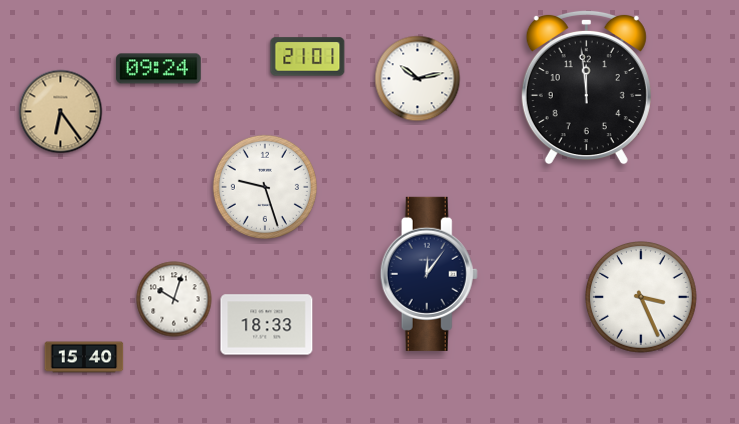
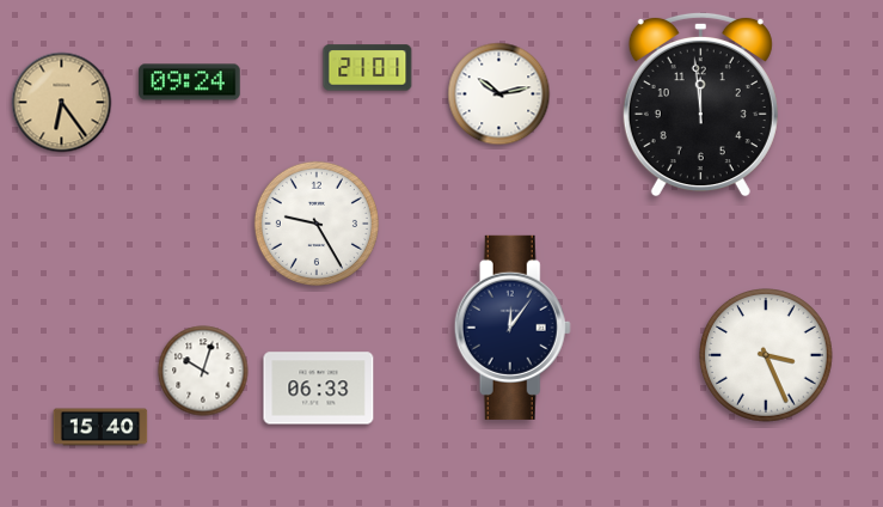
clock at (61, 112) position: (61, 112) -> (62, 103)
clock at (265, 187): 9:27 -> 9:25
clock at (174, 299) position: (174, 299) -> (203, 371)
clock at (267, 325): 18:33 -> 06:33
